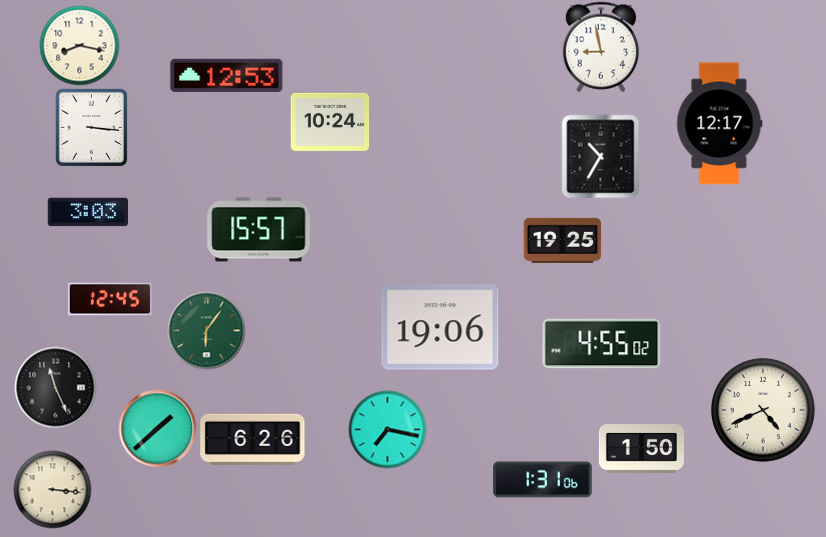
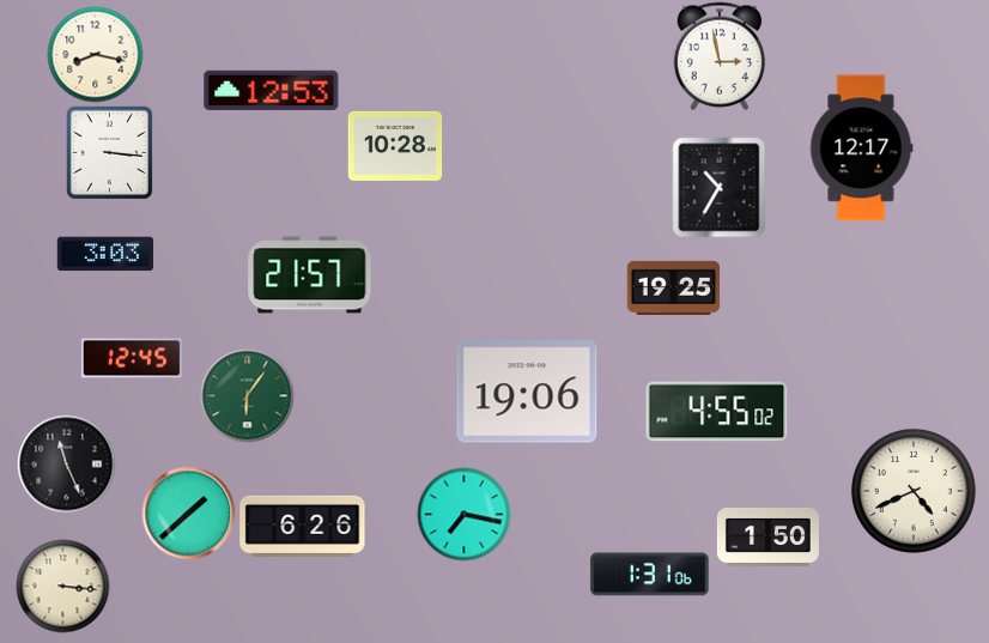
clock at (601, 47): 8:58 -> 2:58
clock at (330, 122): 10:24 -> 10:28
clock at (259, 230): 15:57 -> 21:57
clock at (602, 344) position: (602, 344) -> (717, 412)
